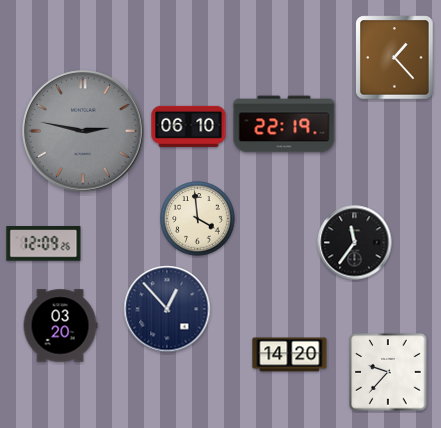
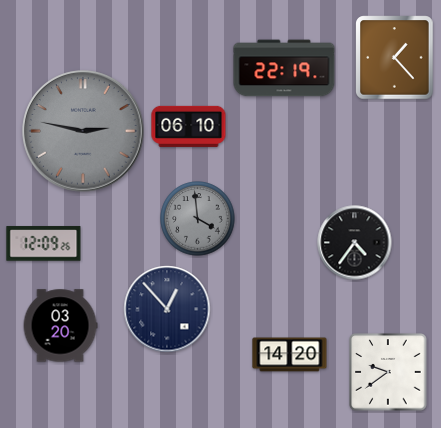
clock at (284, 124) position: (284, 124) -> (284, 68)
clock at (198, 219) dial: cream -> grey
clock at (355, 243): 11:36 -> 4:36
clock at (388, 372): 9:37 -> 9:39
